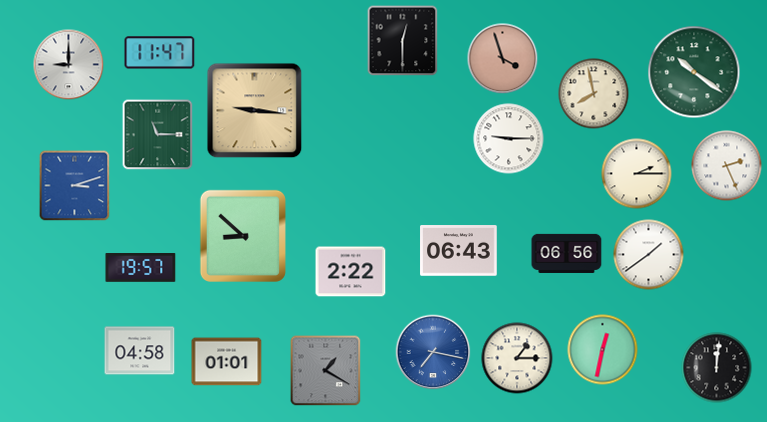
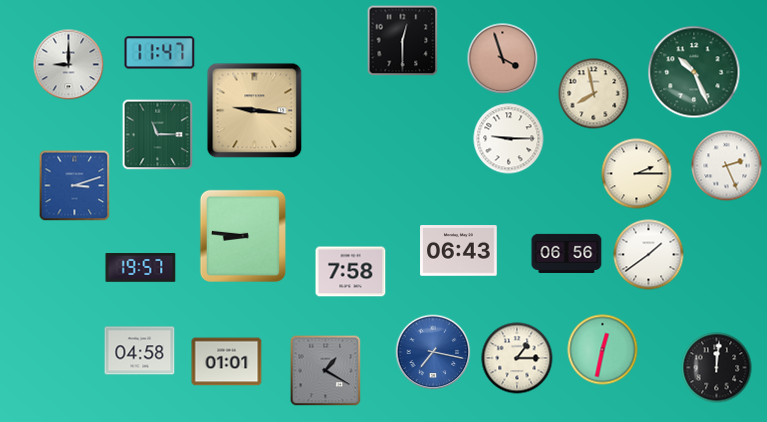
clock at (694, 72): 10:21 -> 10:26
clock at (243, 236): 8:52 -> 8:46
clock at (351, 272): 2:22 -> 7:58
